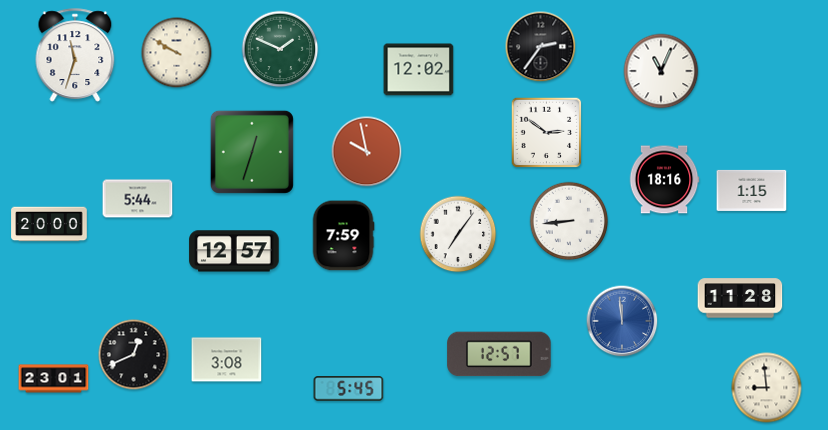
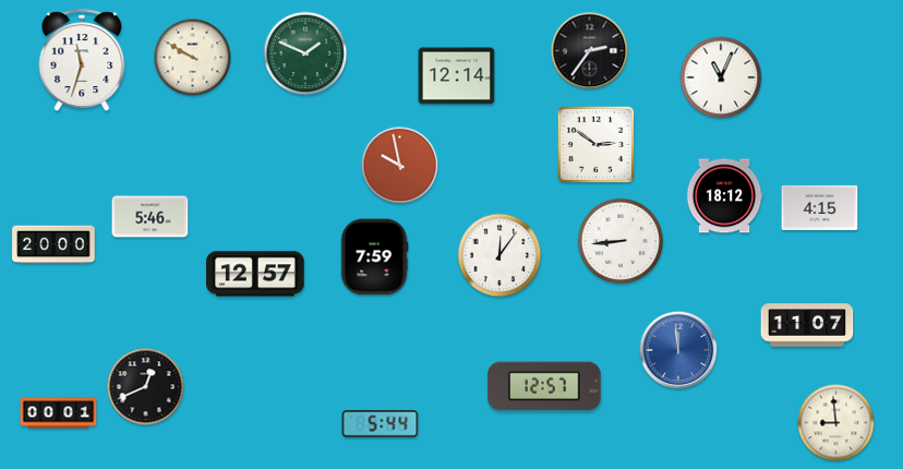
clock at (419, 70): 12:02 -> 12:14
clock at (252, 152): 12:33 -> none
clock at (664, 180): 18:16 -> 18:12
clock at (752, 190): 1:15 -> 4:15
clock at (138, 199): 5:44 -> 5:46
clock at (458, 234): 7:06 -> 12:06
clock at (740, 298): 11:28 -> 11:07
clock at (227, 360): 3:08 -> none
clock at (54, 379): 23:01 -> 00:01
clock at (349, 389): 5:45 -> 5:44
